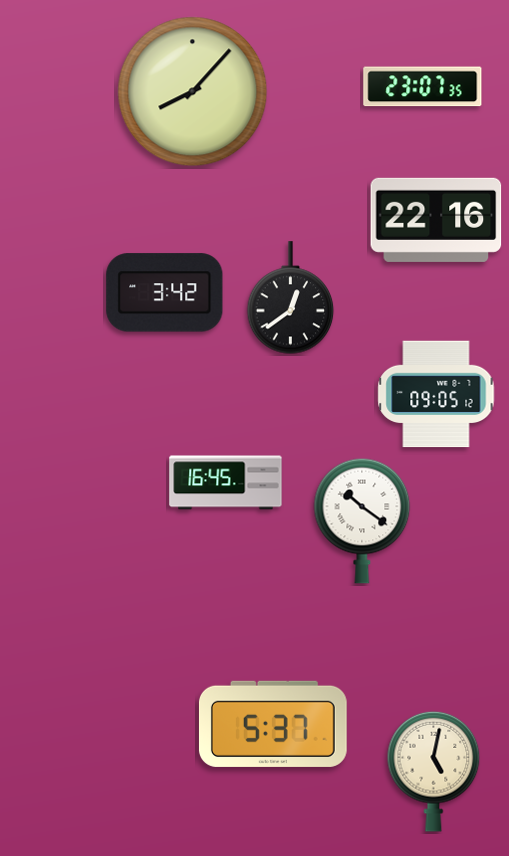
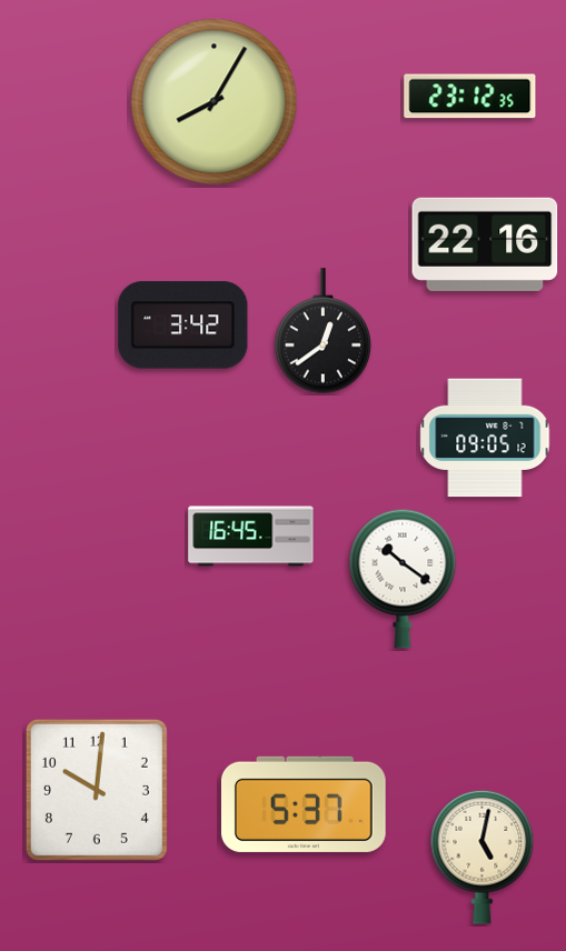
clock at (423, 87): 23:07 -> 23:12
clock at (193, 92): 8:07 -> 8:05
clock at (97, 790): none -> 10:01
